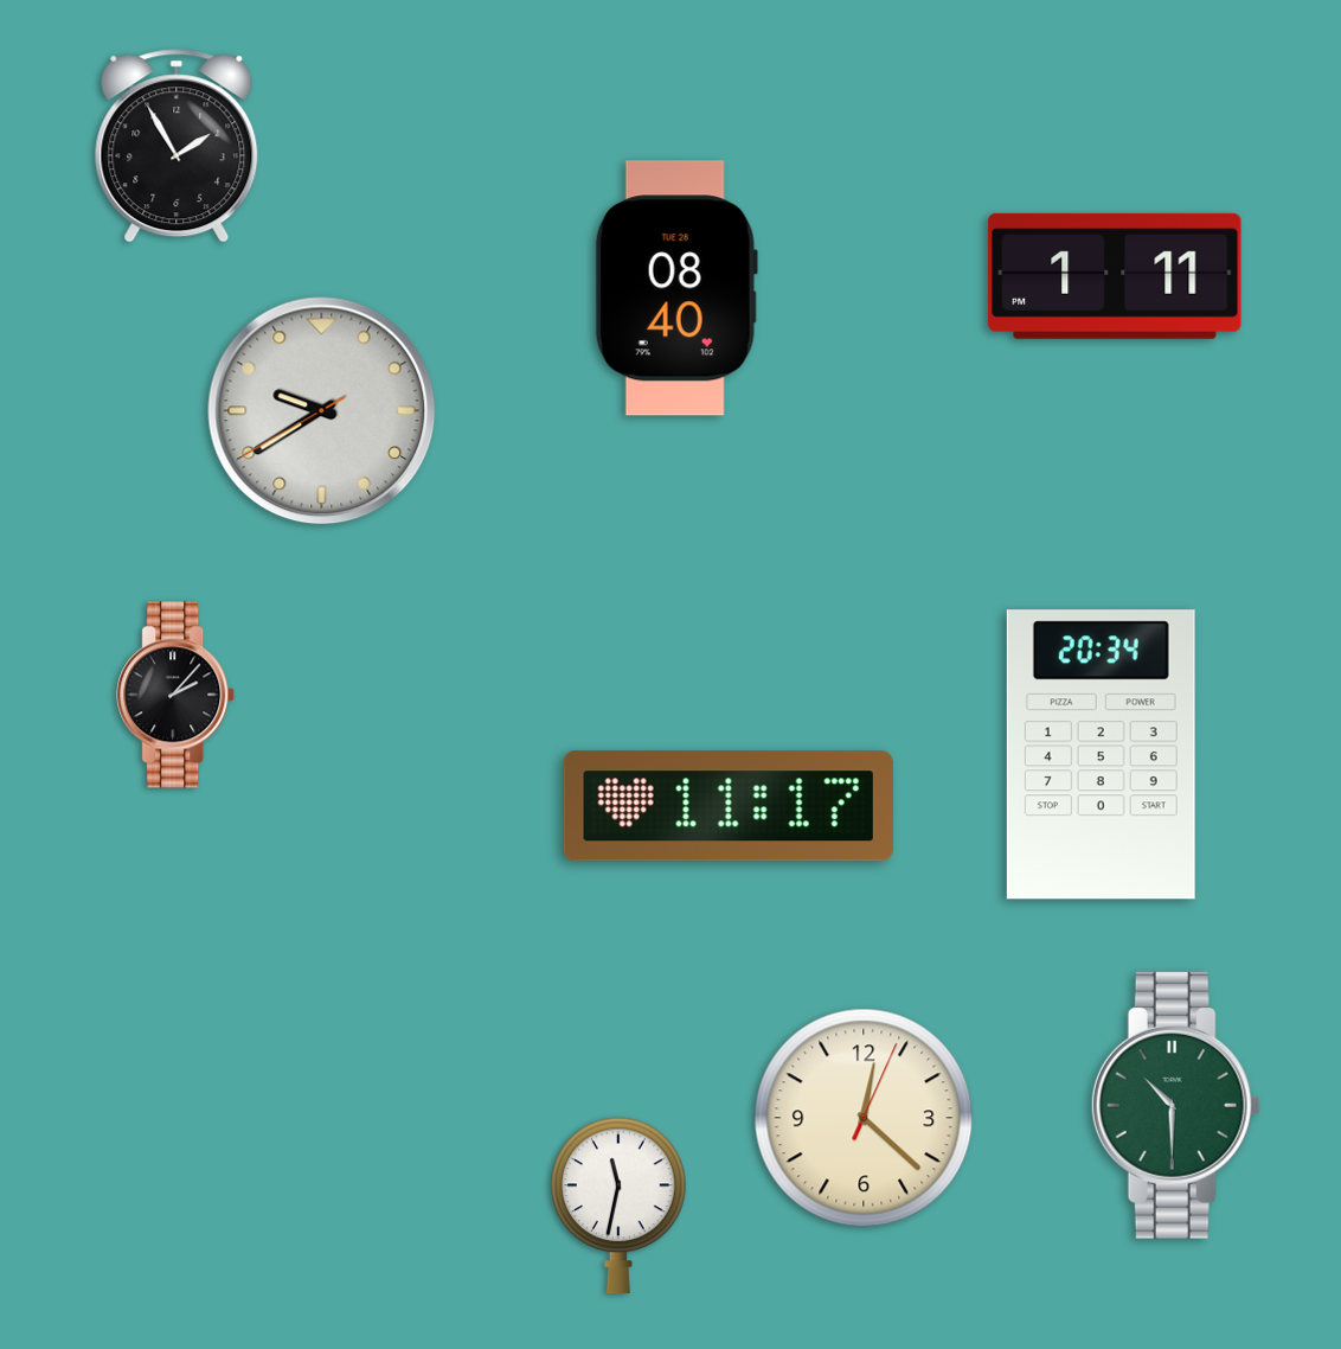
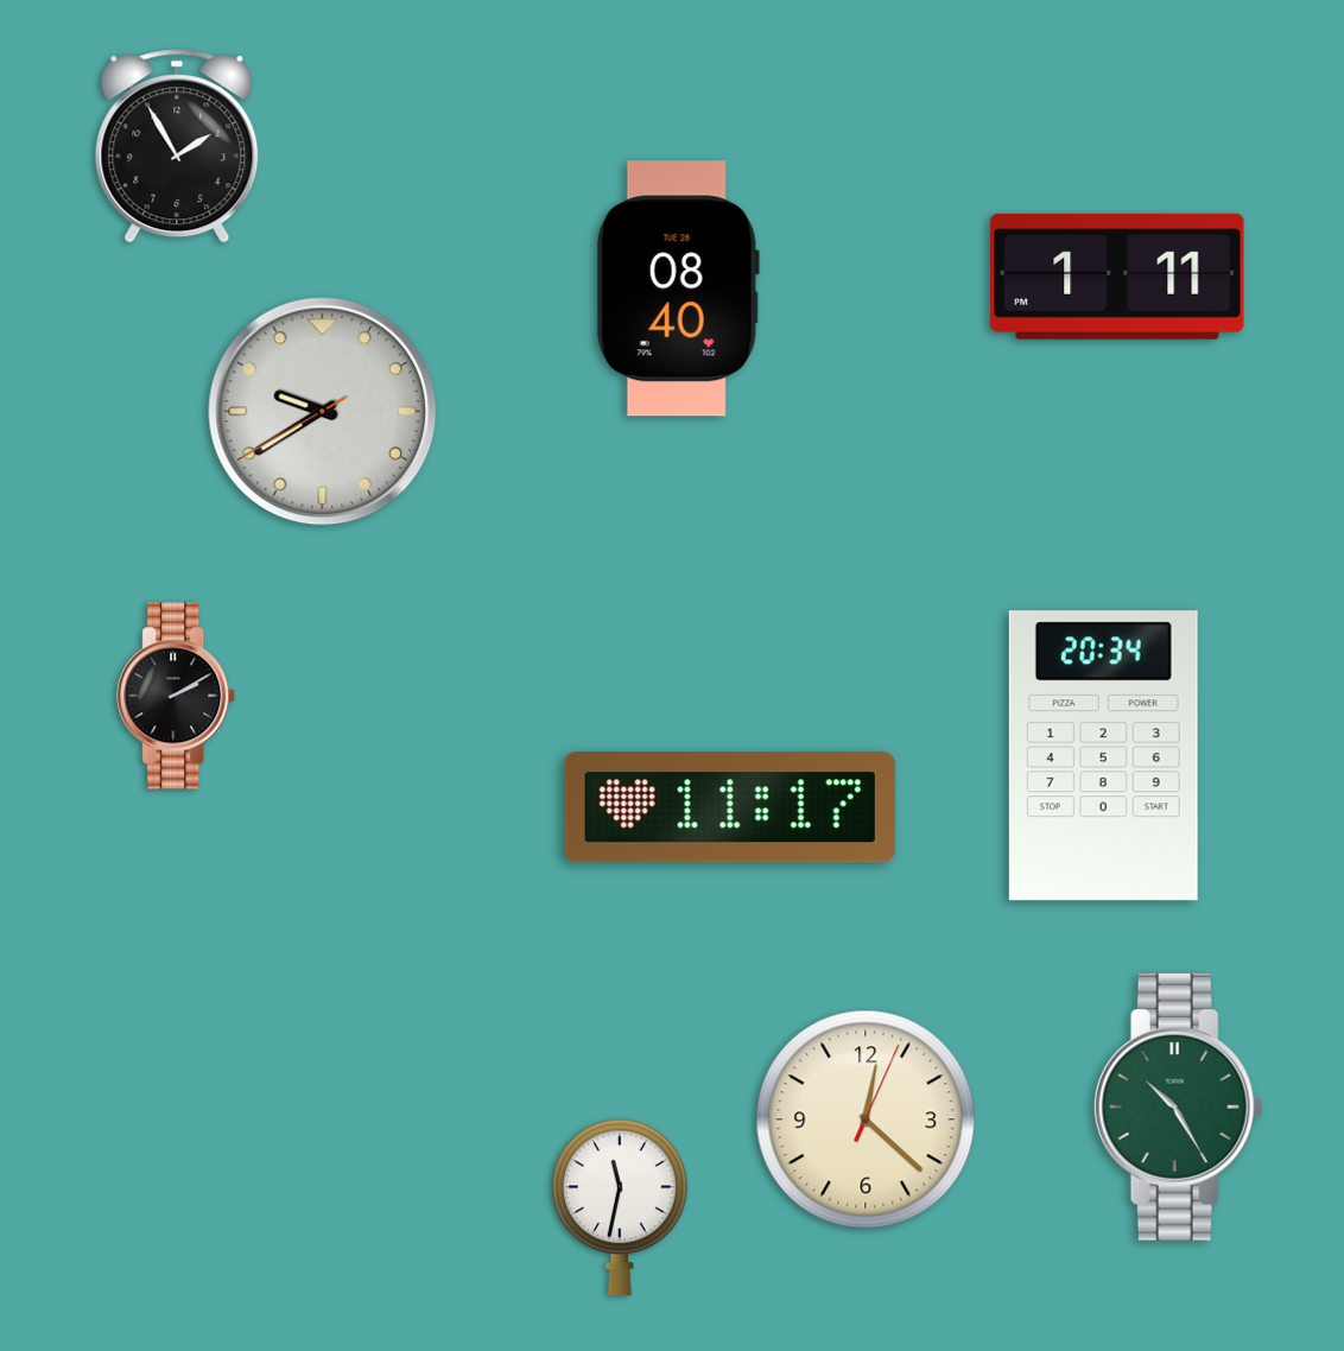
clock at (177, 695): 2:07 -> 2:10
clock at (1175, 1105): 10:30 -> 10:25
